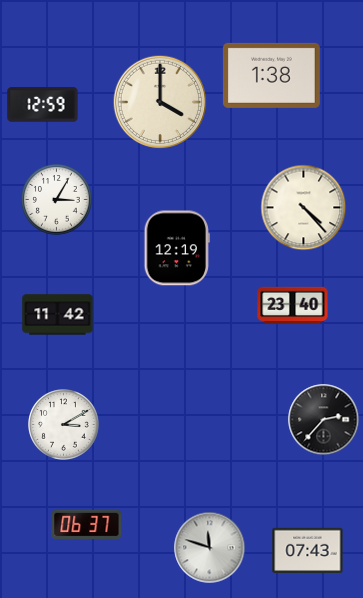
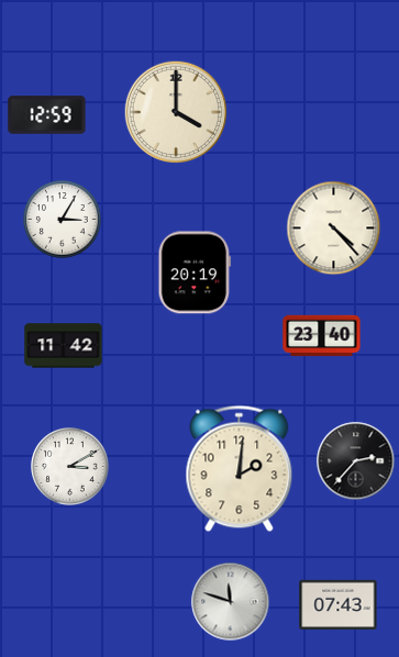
clock at (272, 75): 1:38 -> none
clock at (177, 248): 12:19 -> 20:19
clock at (240, 469): none -> 2:01
clock at (87, 524): 06:37 -> none
